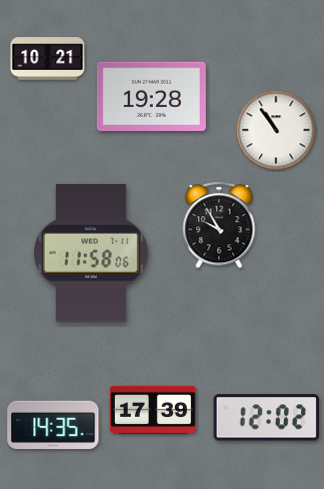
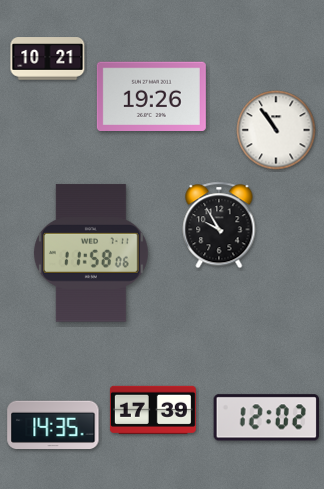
clock at (151, 96): 19:28 -> 19:26
